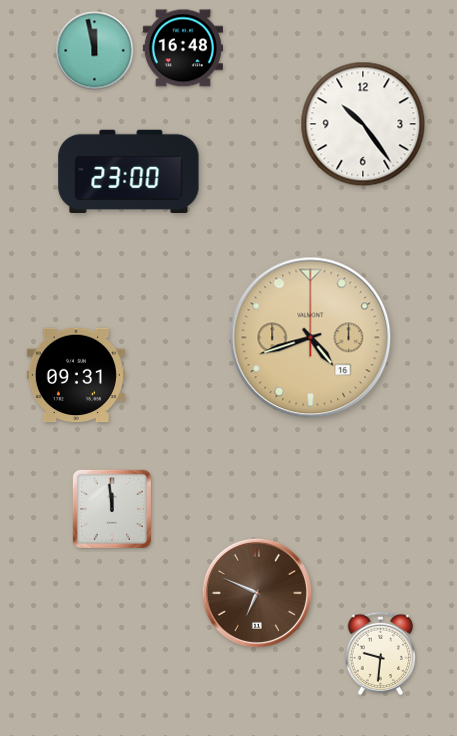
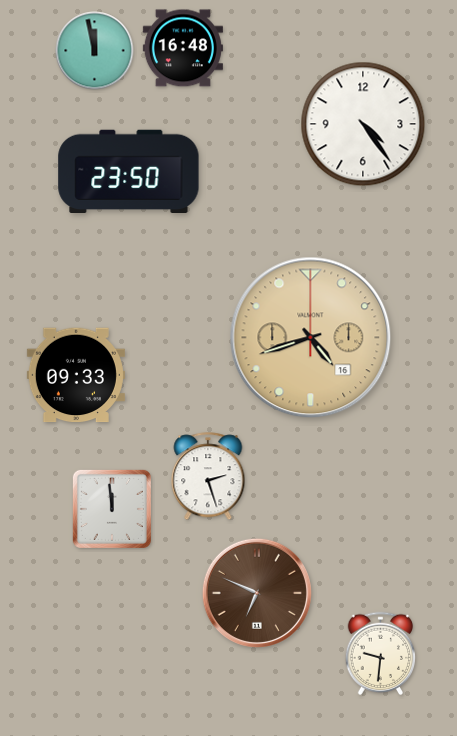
clock at (363, 124): 10:24 -> 4:24
clock at (129, 172): 23:00 -> 23:50
clock at (76, 375): 09:31 -> 09:33
clock at (208, 477): none -> 2:27
